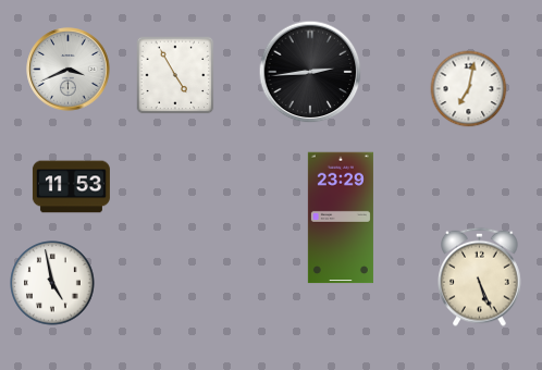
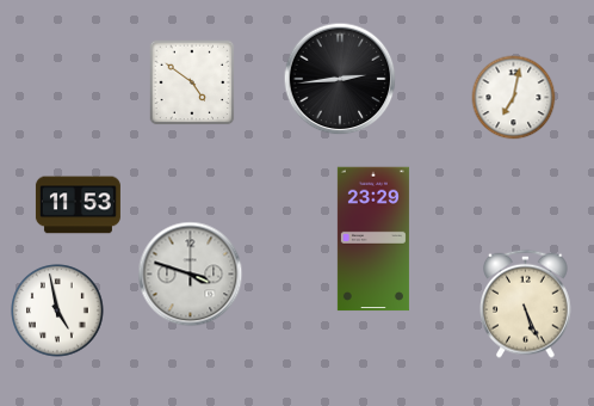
clock at (69, 70): 3:41 -> none
clock at (175, 75): 4:55 -> 4:51
clock at (191, 275): none -> 3:48
